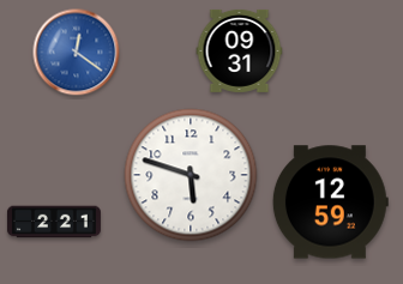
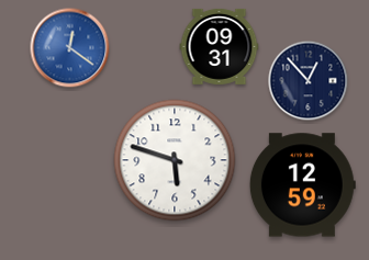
clock at (309, 81): none -> 12:53
clock at (54, 222): 2:21 -> none
